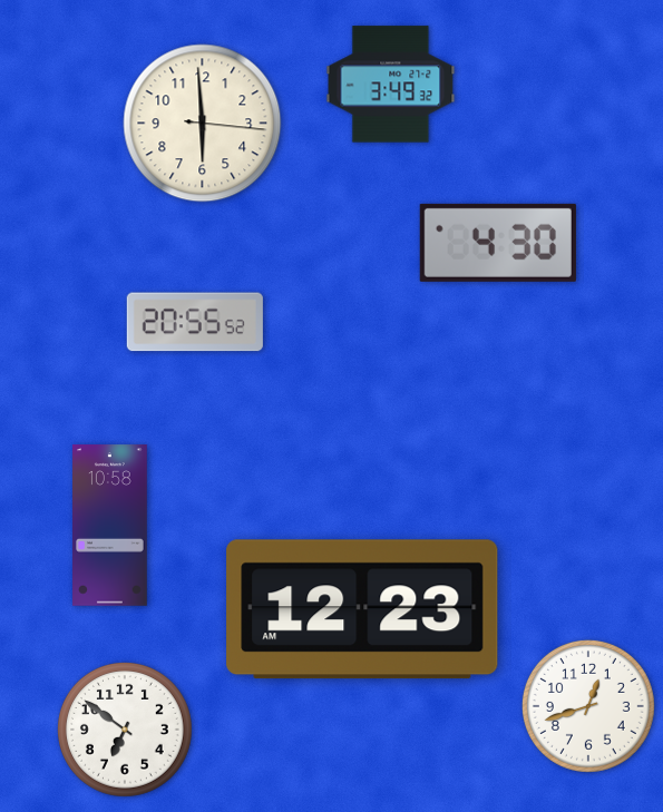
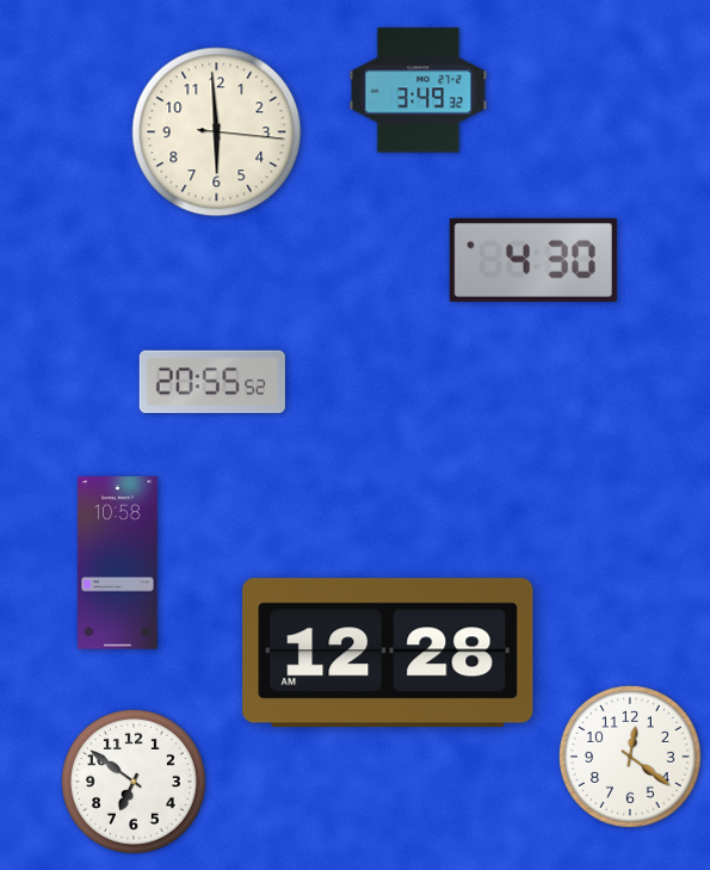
clock at (195, 322) position: (195, 322) -> (212, 382)
clock at (362, 609): 12:23 -> 12:28
clock at (588, 706): 12:42 -> 12:21
